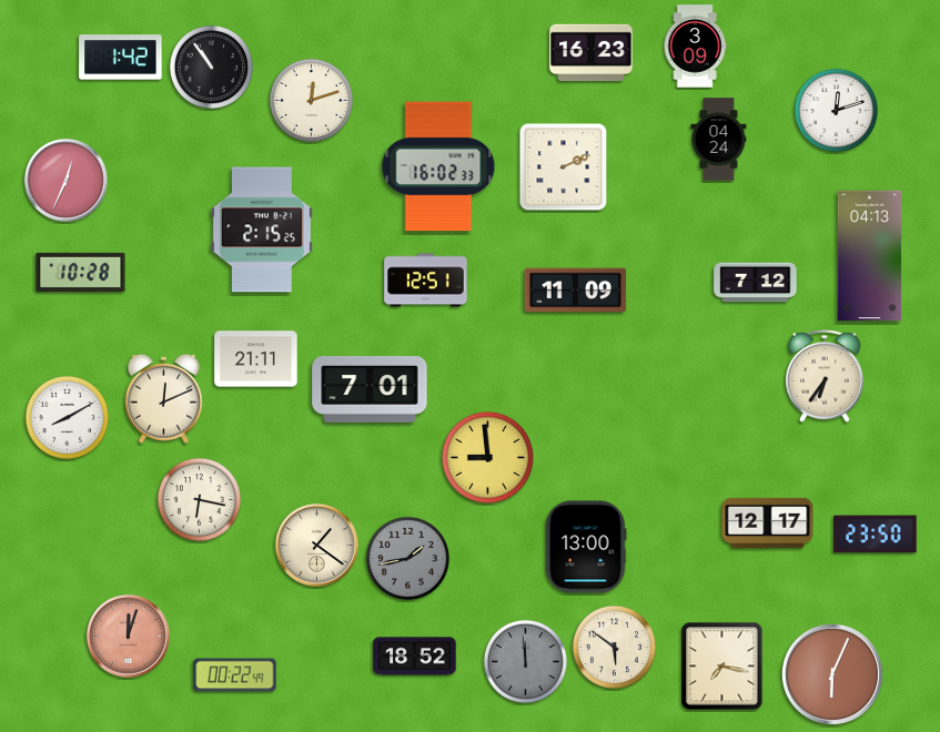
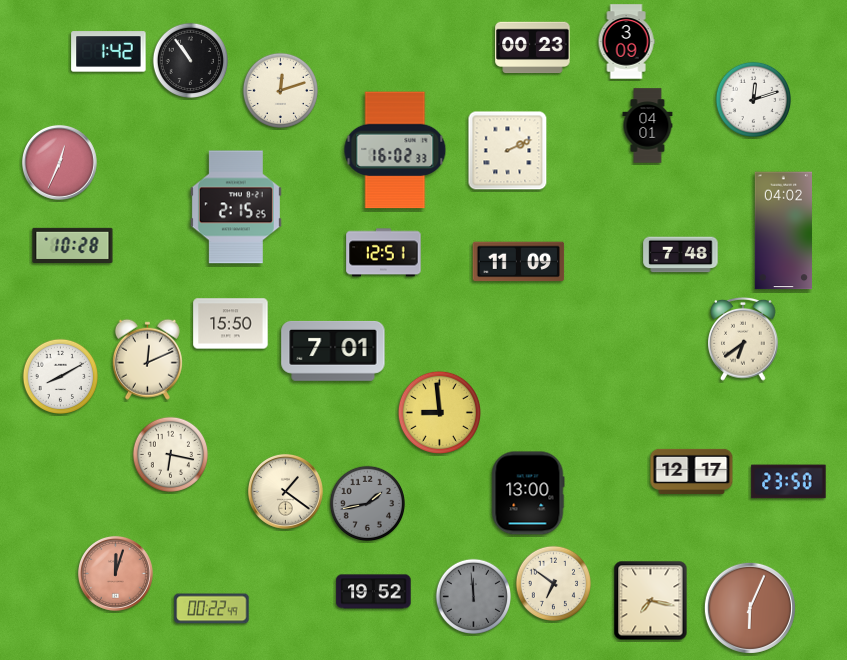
clock at (592, 53): 16:23 -> 00:23
clock at (719, 140): 04:24 -> 04:01
clock at (869, 256): 04:13 -> 04:02
clock at (756, 283): 7:12 -> 7:48
clock at (256, 359): 21:11 -> 15:50
clock at (825, 376): 6:36 -> 6:39
clock at (200, 500) position: (200, 500) -> (171, 455)
clock at (615, 648): 5:51 -> 6:51
clock at (415, 657): 18:52 -> 19:52
